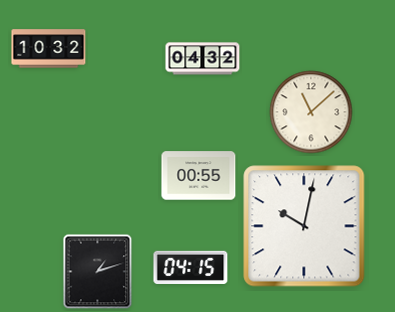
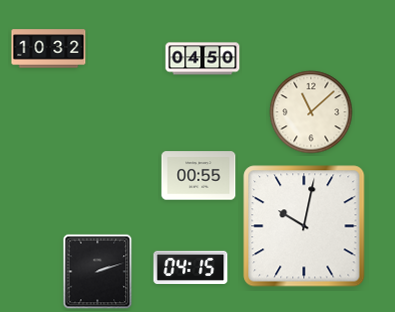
clock at (203, 59): 04:32 -> 04:50
clock at (98, 272): 1:12 -> 2:12
